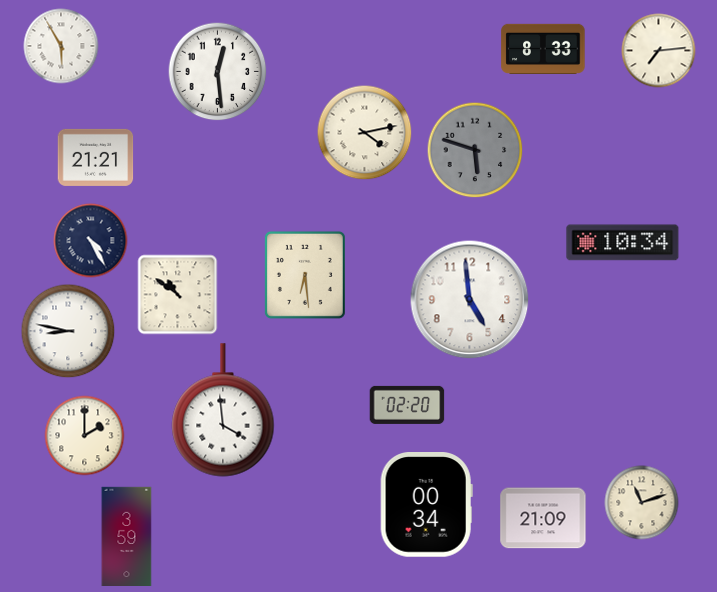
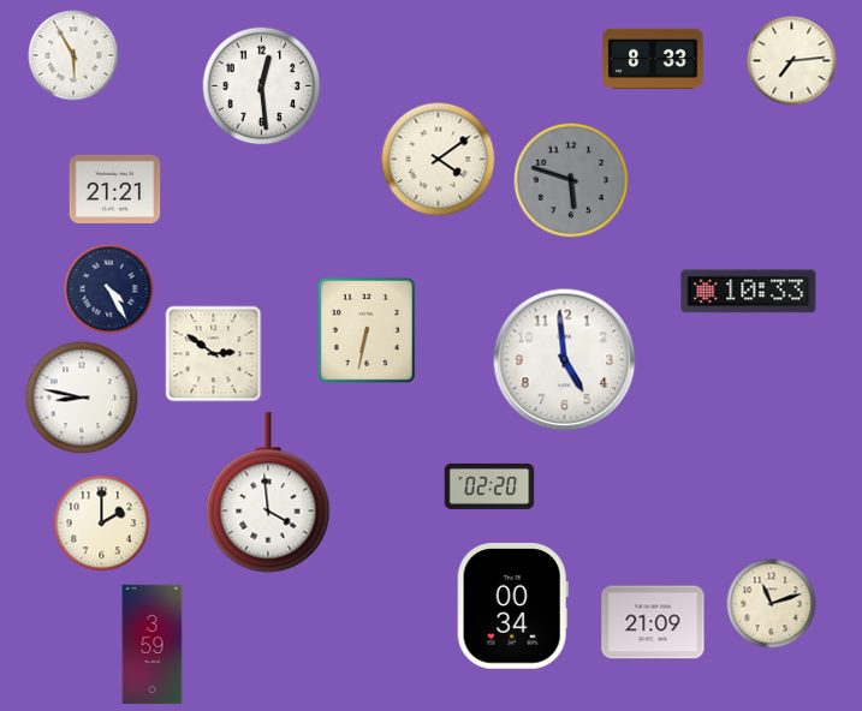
clock at (365, 133): 4:13 -> 4:09
clock at (623, 243): 10:34 -> 10:33
clock at (305, 275): 6:29 -> 6:32
clock at (178, 295): 10:51 -> 2:51
